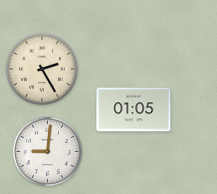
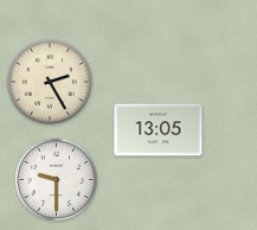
clock at (134, 110): 01:05 -> 13:05
clock at (48, 152): 9:01 -> 9:30
